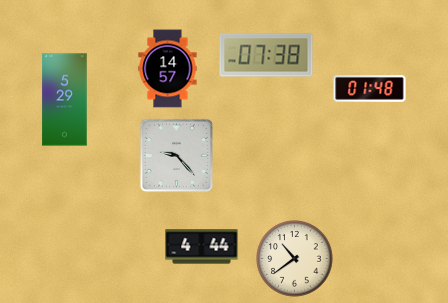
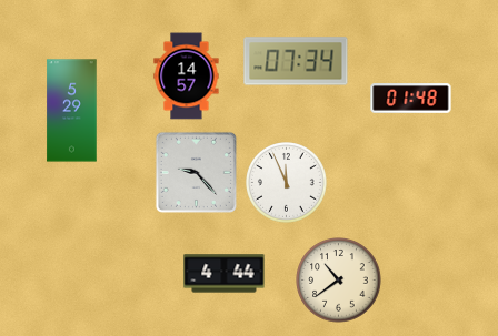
clock at (266, 55): 07:38 -> 07:34
clock at (287, 183): none -> 11:56
clock at (295, 259) position: (295, 259) -> (339, 281)
